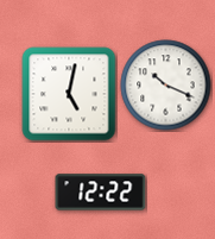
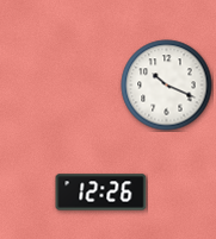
clock at (69, 94): 5:02 -> none
clock at (101, 193): 12:22 -> 12:26
